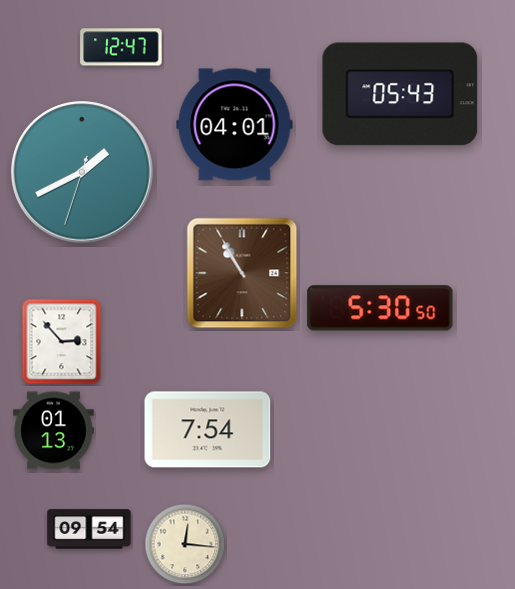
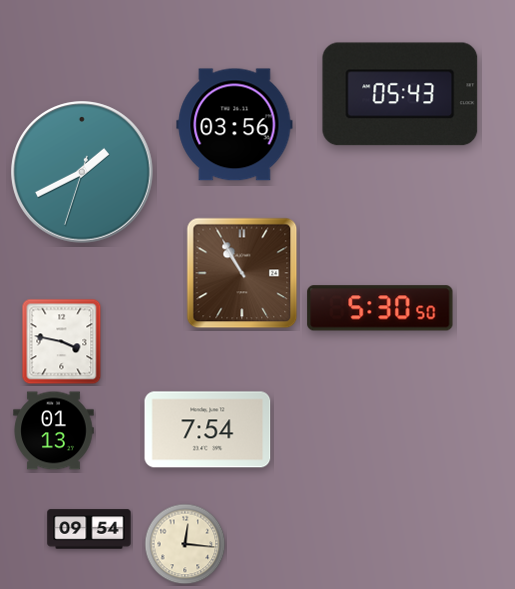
clock at (121, 47): 12:47 -> none
clock at (235, 125): 04:01 -> 03:56
clock at (62, 342): 2:53 -> 3:47
